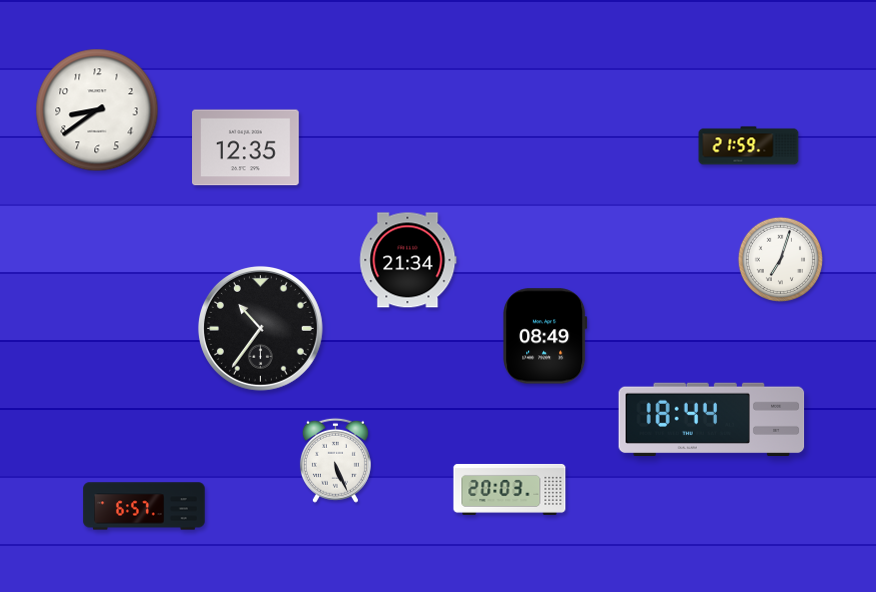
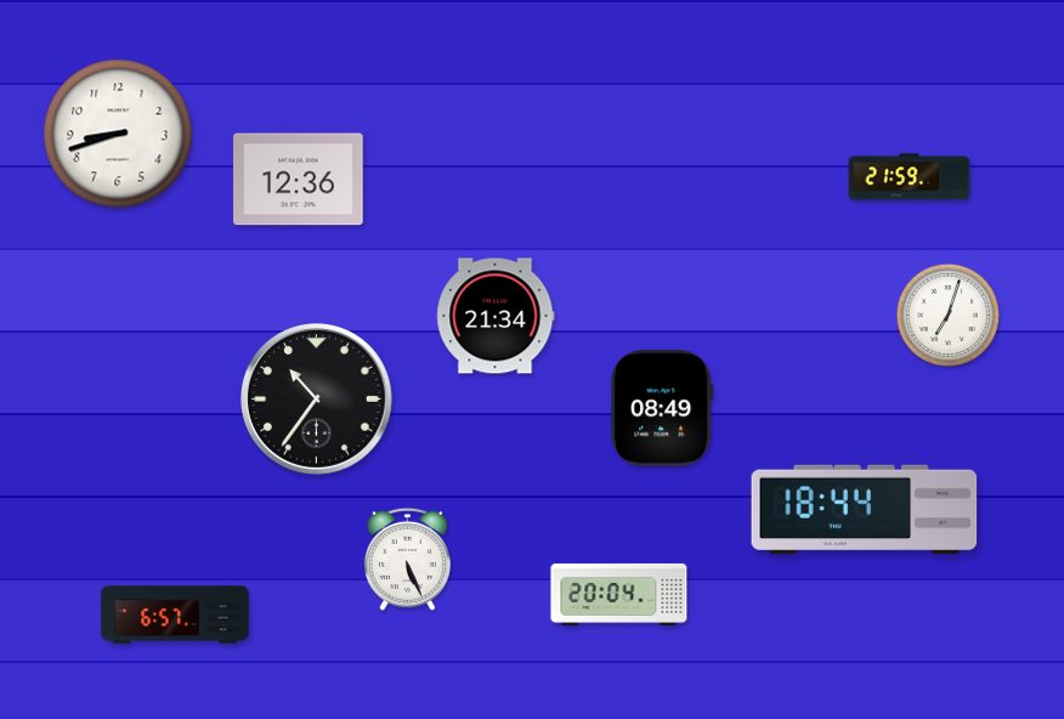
clock at (97, 110): 8:39 -> 8:42
clock at (246, 148): 12:35 -> 12:36
clock at (510, 489): 20:03 -> 20:04
